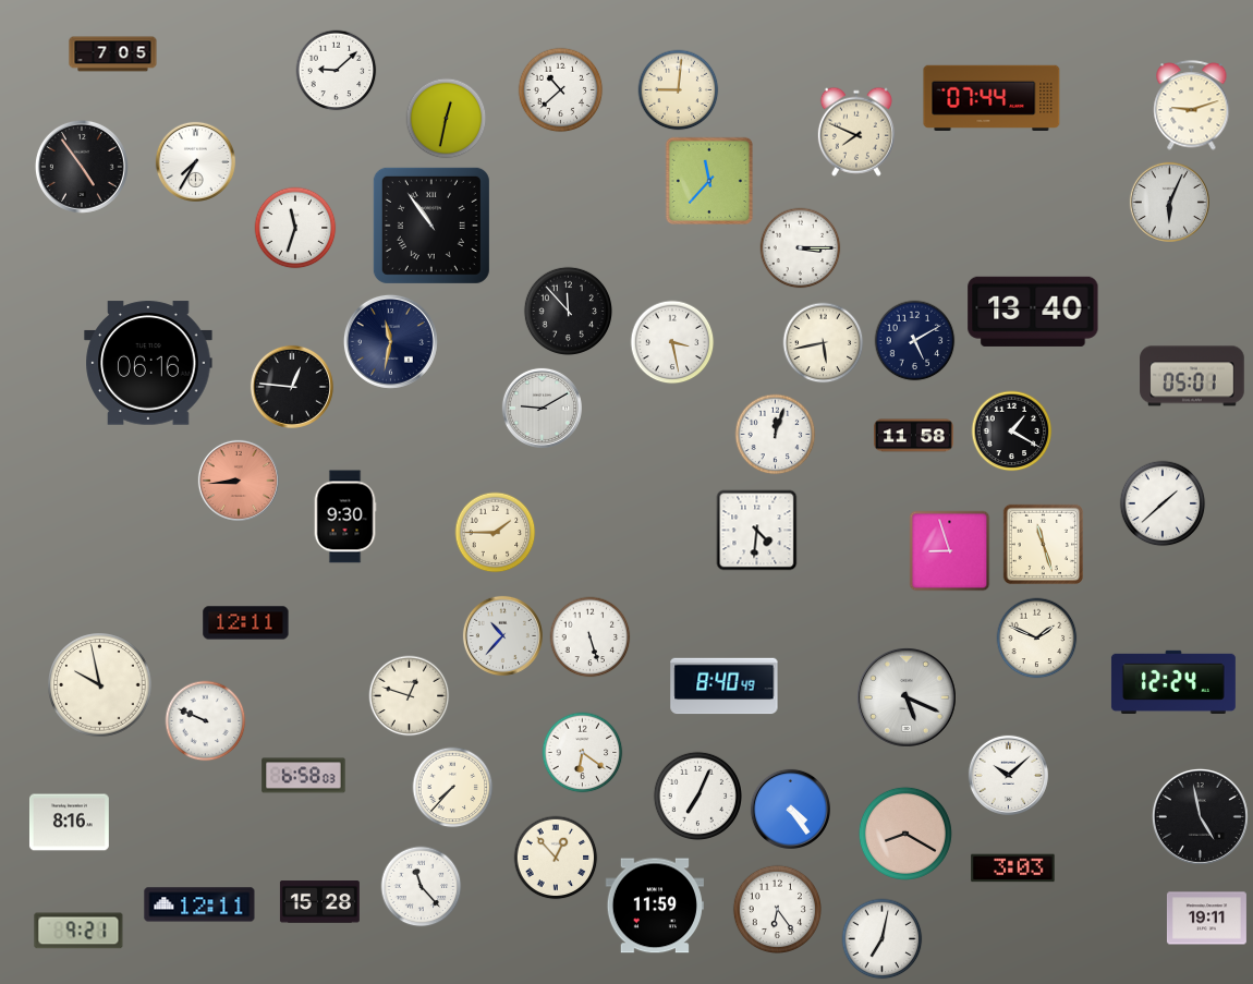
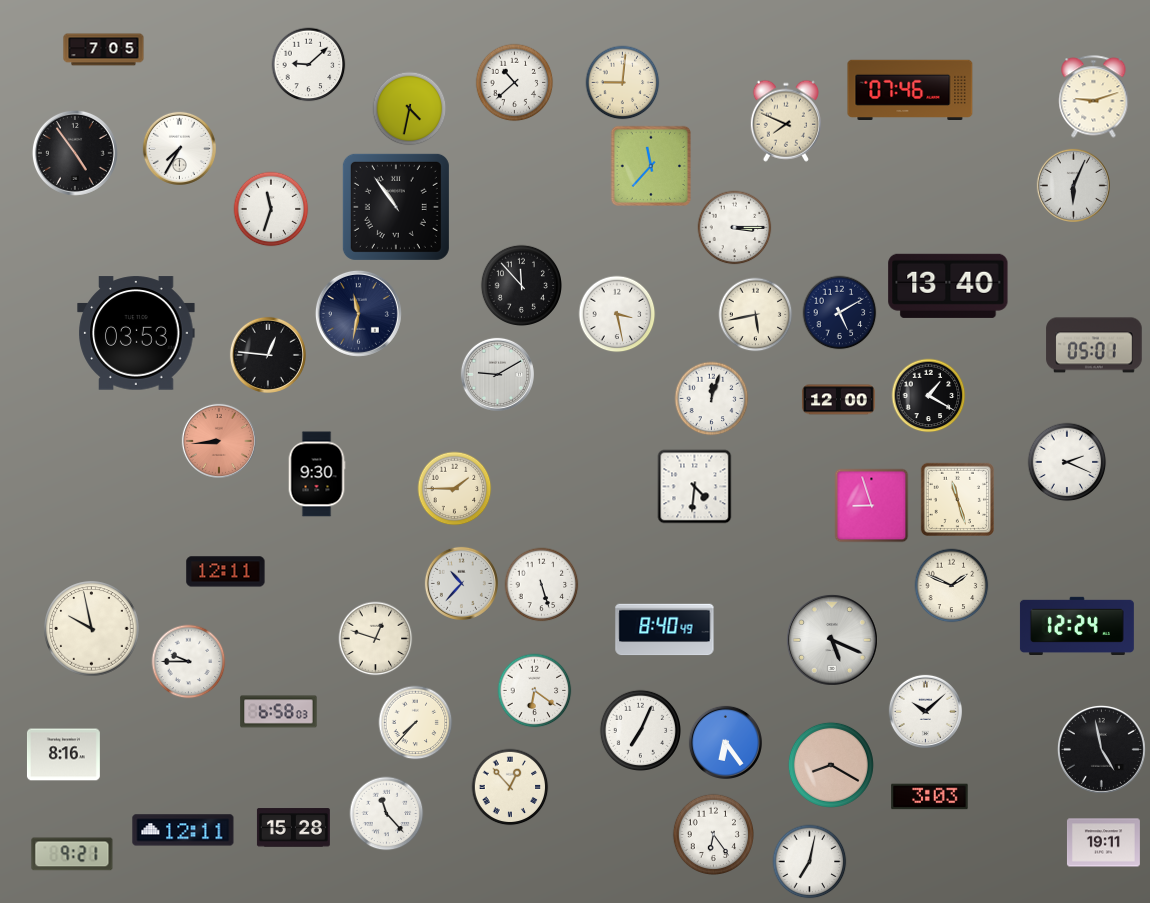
clock at (992, 97): 07:44 -> 07:46
clock at (447, 119): 12:32 -> 4:32
clock at (148, 363): 06:16 -> 03:53
clock at (913, 436): 11:58 -> 12:00
clock at (1163, 503): 1:38 -> 2:19
clock at (206, 721): 9:49 -> 9:45
clock at (790, 809): 4:24 -> 6:24
clock at (654, 906): 11:59 -> none
clock at (1206, 919) position: (1206, 919) -> (1103, 843)
